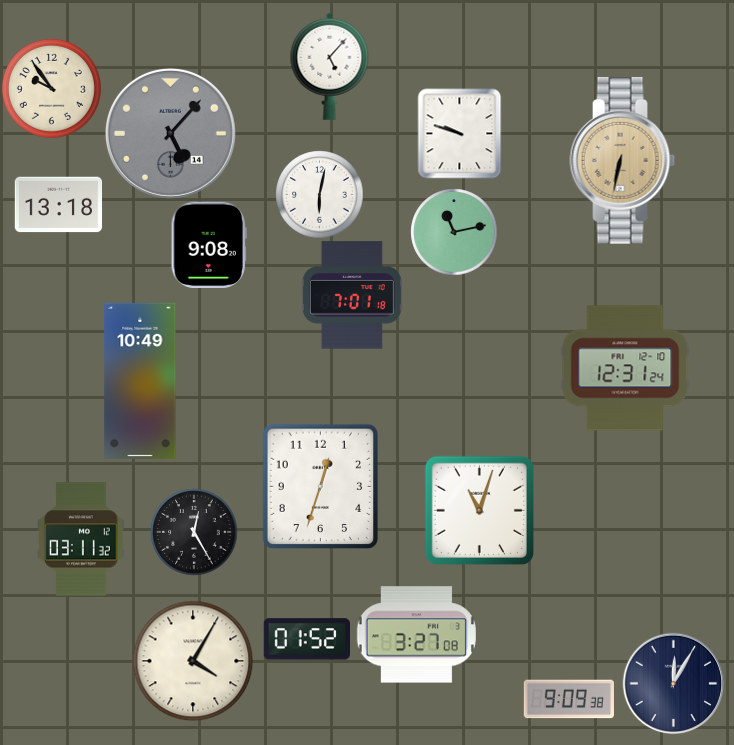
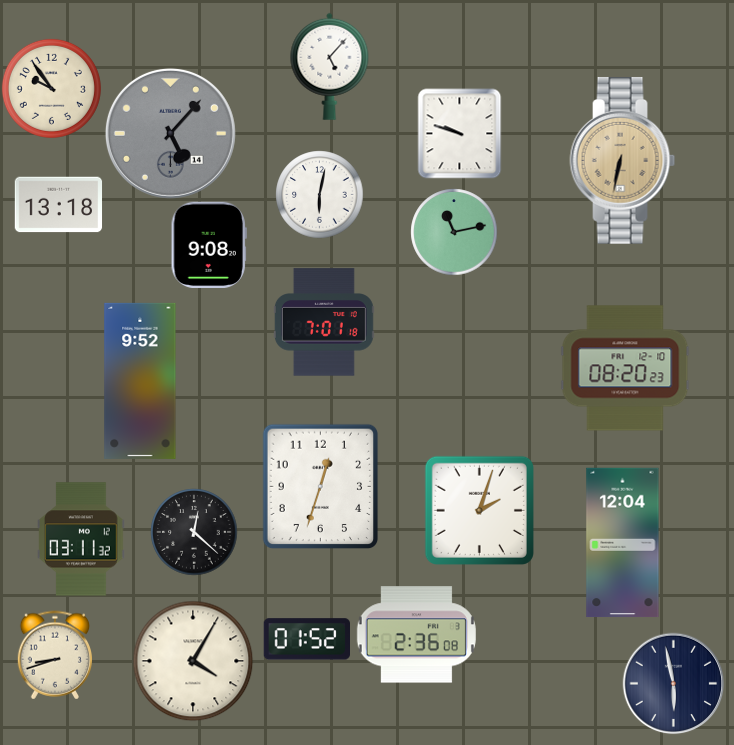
clock at (352, 295) position: (352, 295) -> (324, 322)
clock at (625, 368): 12:31 -> 08:20
clock at (140, 381): 10:49 -> 9:52
clock at (479, 510): 11:03 -> 2:03
clock at (194, 532): 12:25 -> 12:22
clock at (623, 543): none -> 12:04
clock at (416, 635): 3:27 -> 2:36
clock at (54, 655): none -> 8:42
clock at (673, 683): 12:05 -> 5:58
clock at (569, 699): 9:09 -> none
